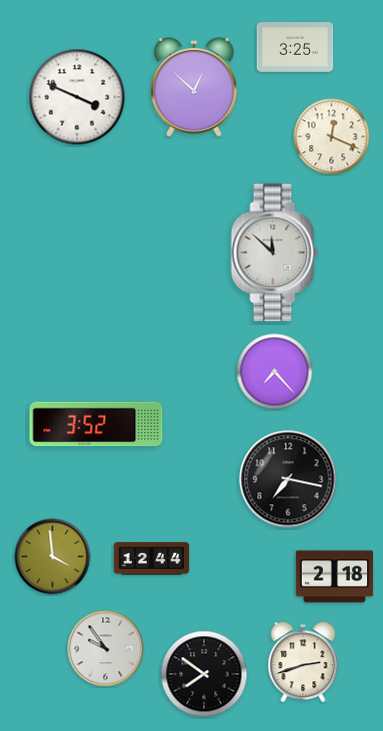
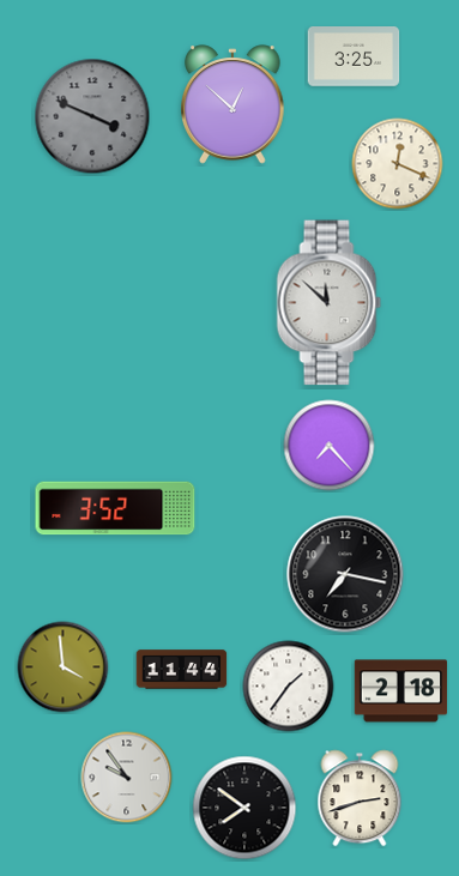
clock at (77, 97) dial: white -> grey
clock at (152, 559): 12:44 -> 11:44
clock at (289, 687): none -> 1:36
clock at (303, 662) position: (303, 662) -> (360, 798)
